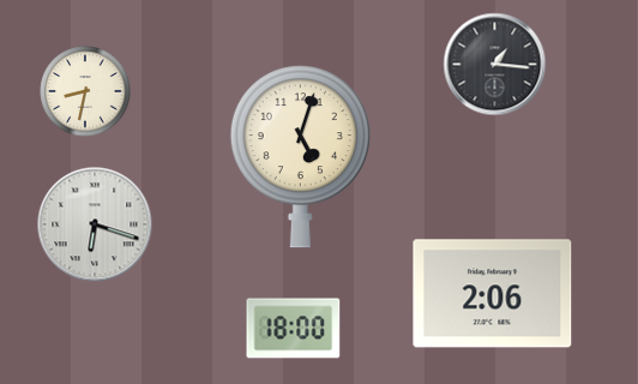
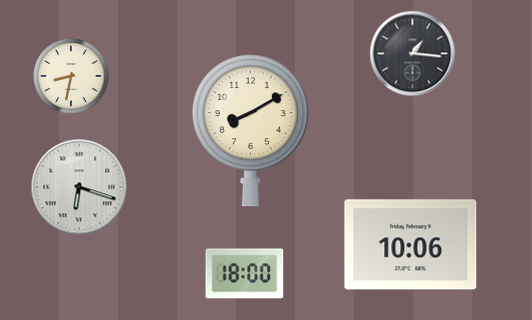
clock at (300, 157): 5:03 -> 8:10
clock at (493, 294): 2:06 -> 10:06
